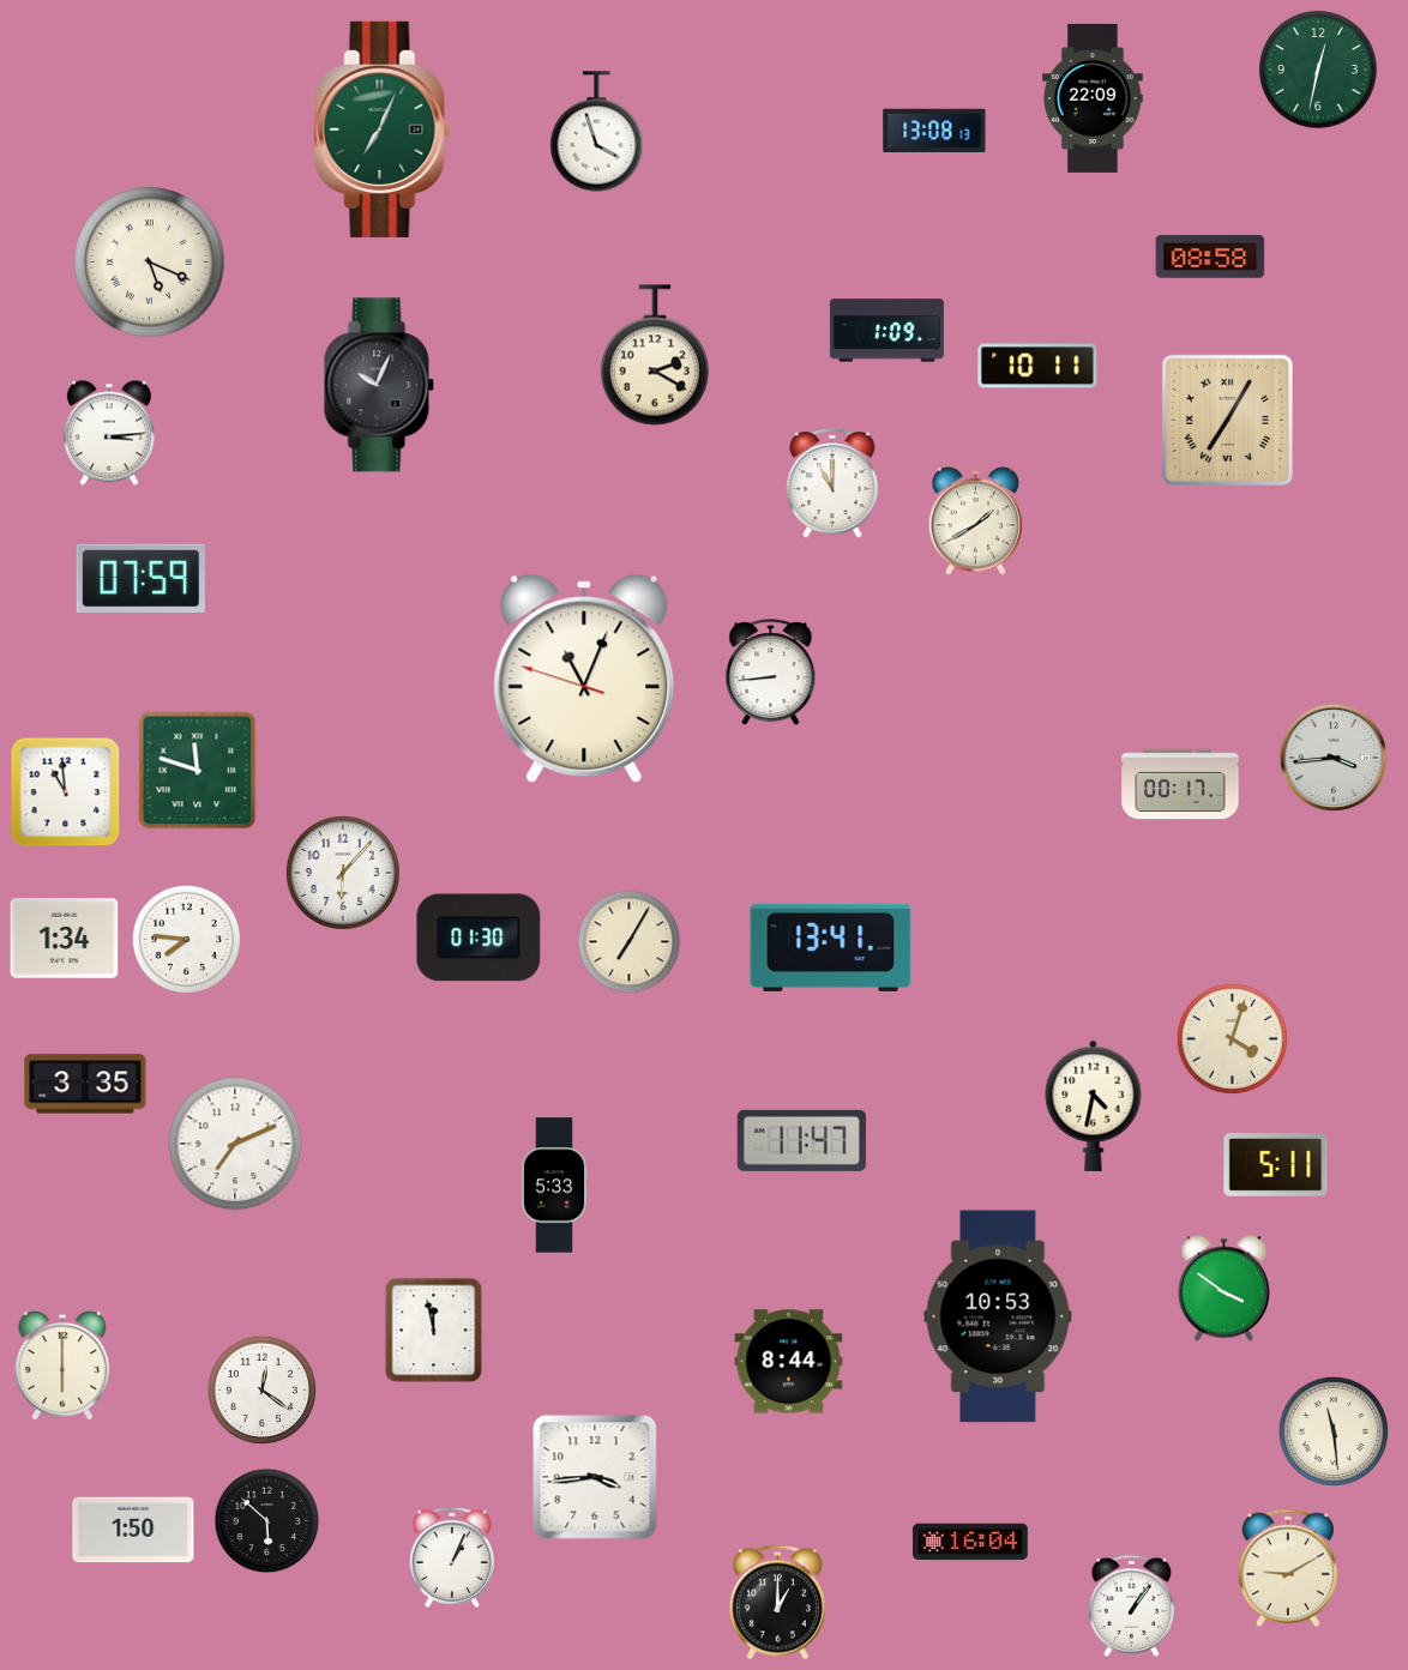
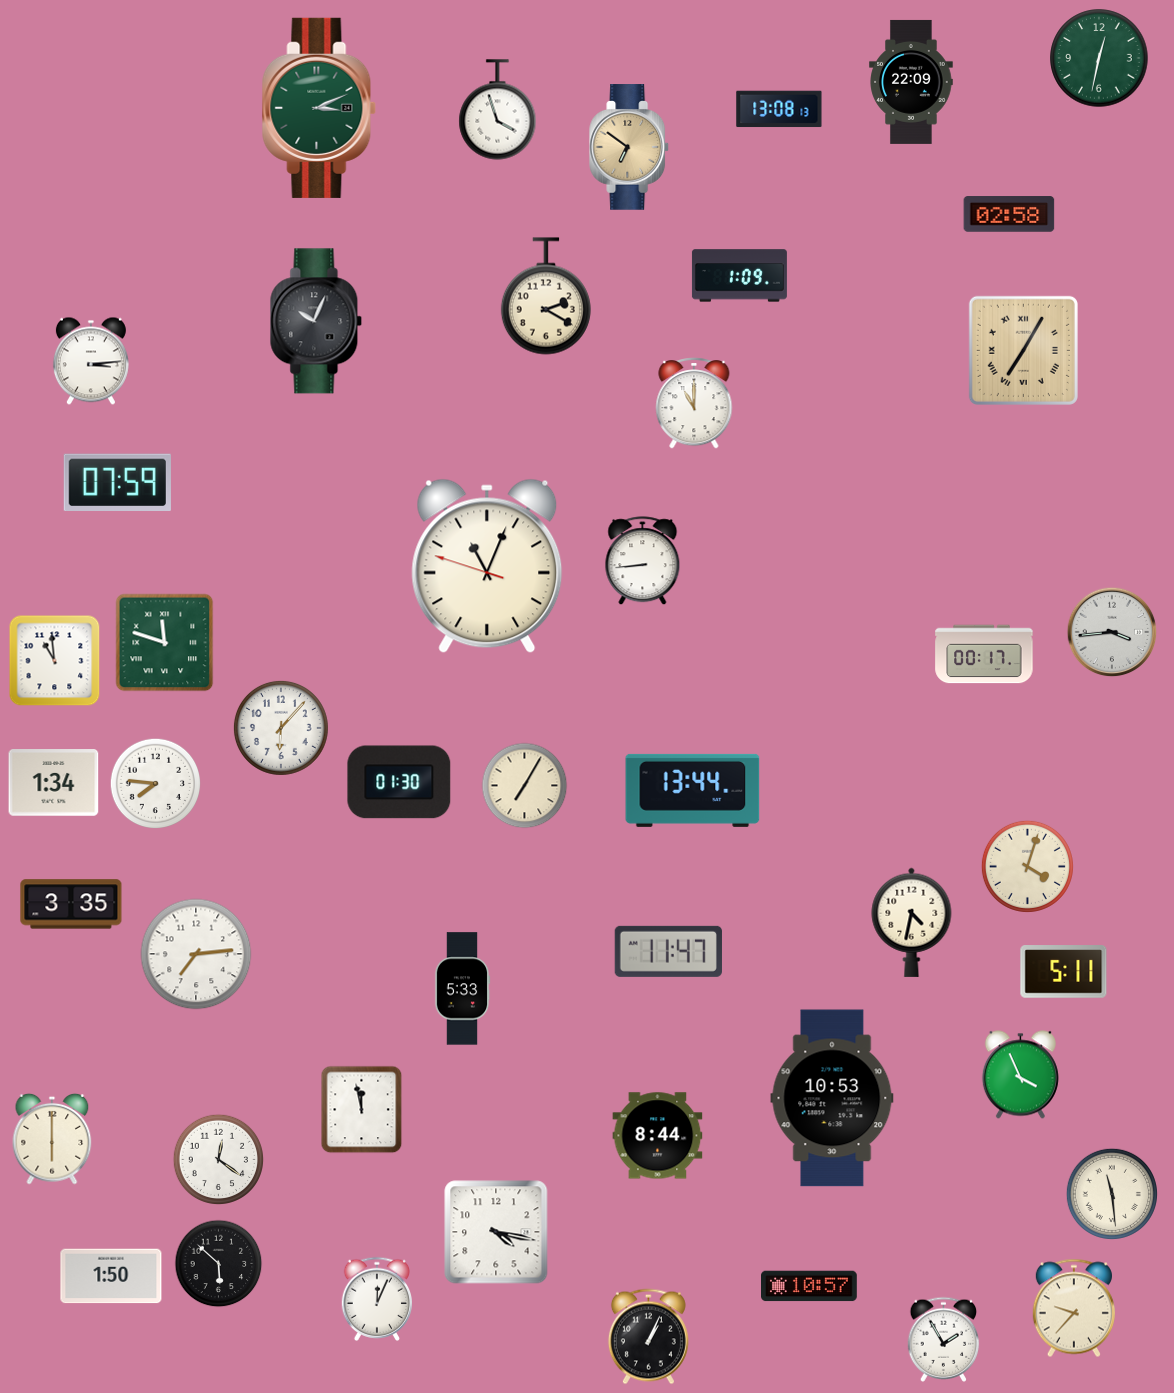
clock at (383, 129): 7:04 -> 3:11
clock at (630, 147): none -> 6:51
clock at (1210, 257): 08:58 -> 02:58
clock at (150, 263): 5:19 -> none
clock at (1037, 366): 10:11 -> none
clock at (976, 522): 1:40 -> none
clock at (343, 873) position: (343, 873) -> (281, 728)
clock at (831, 947): 13:41 -> 13:44
clock at (235, 1144): 7:11 -> 7:14
clock at (1223, 1289): 3:51 -> 3:56
clock at (595, 1477): 3:44 -> 4:17
clock at (267, 1521) position: (267, 1521) -> (219, 1264)
clock at (971, 1542): 16:04 -> 10:57
clock at (451, 1557): 1:04 -> 12:04
clock at (1288, 1568): 9:10 -> 9:37
clock at (777, 1603): 1:00 -> 1:04
clock at (1132, 1605): 1:06 -> 1:55
